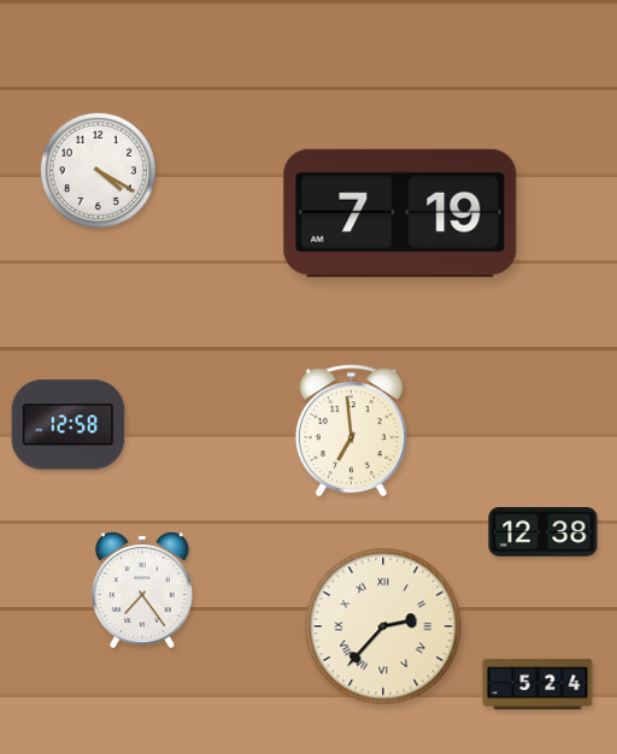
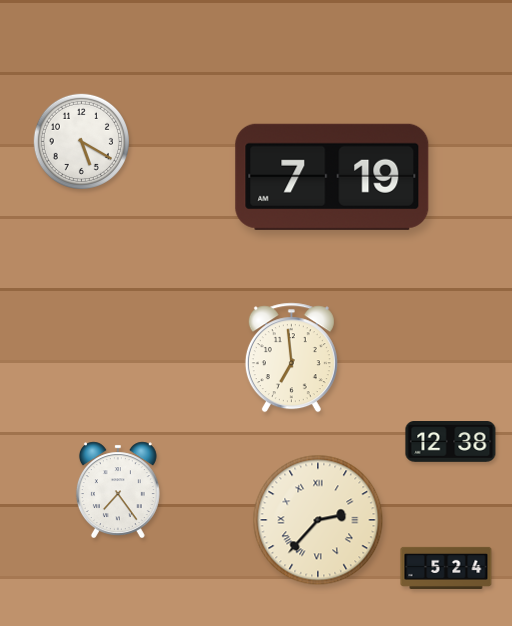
clock at (98, 170): 4:20 -> 5:20
clock at (69, 425): 12:58 -> none
